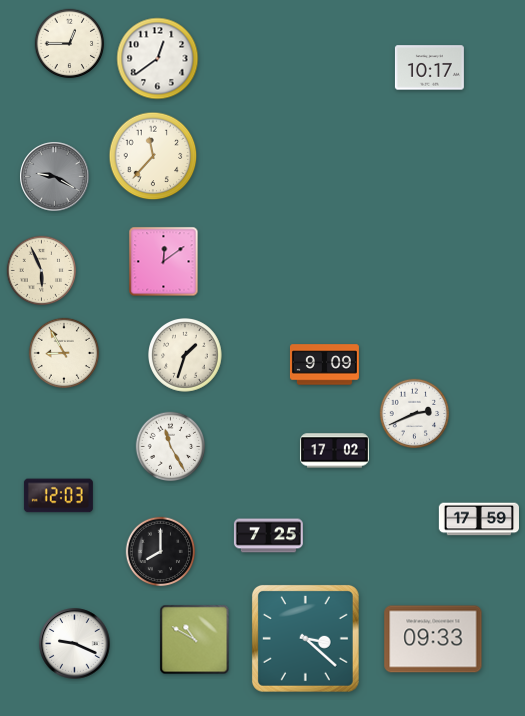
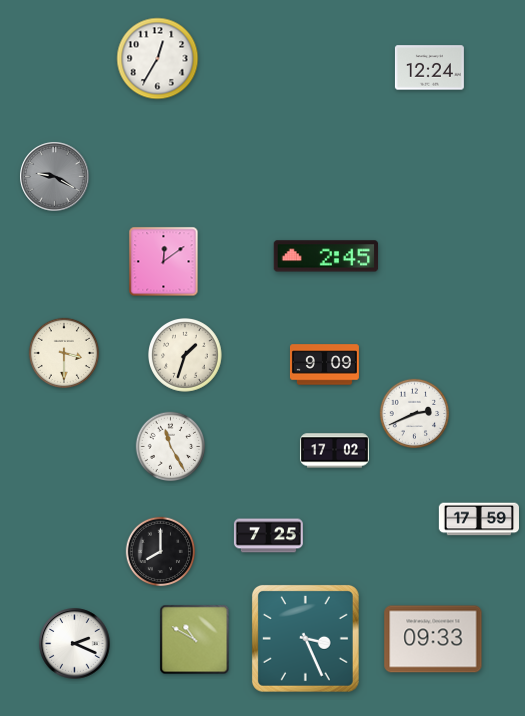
clock at (70, 44): 12:45 -> none
clock at (158, 59): 12:39 -> 12:35
clock at (429, 68): 10:17 -> 12:24
clock at (153, 156): 11:37 -> none
clock at (326, 256): none -> 2:45
clock at (42, 271): 5:56 -> none
clock at (63, 352): 8:55 -> 3:30
clock at (58, 496): 12:03 -> none
clock at (305, 638): 3:22 -> 3:26
clock at (75, 644): 9:19 -> 2:19
